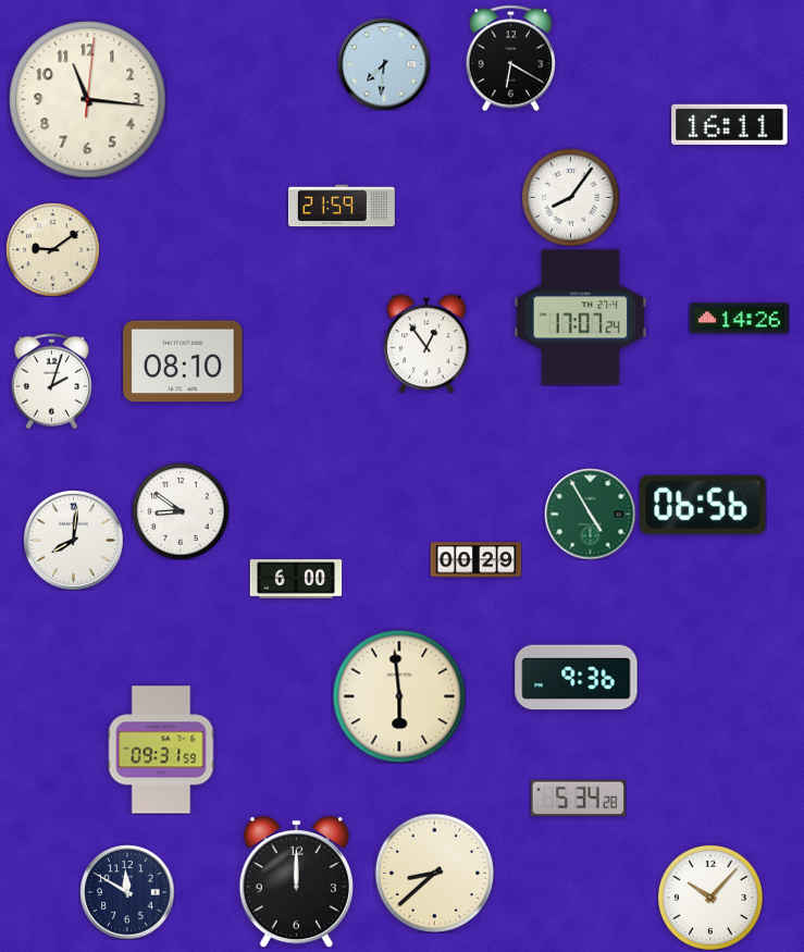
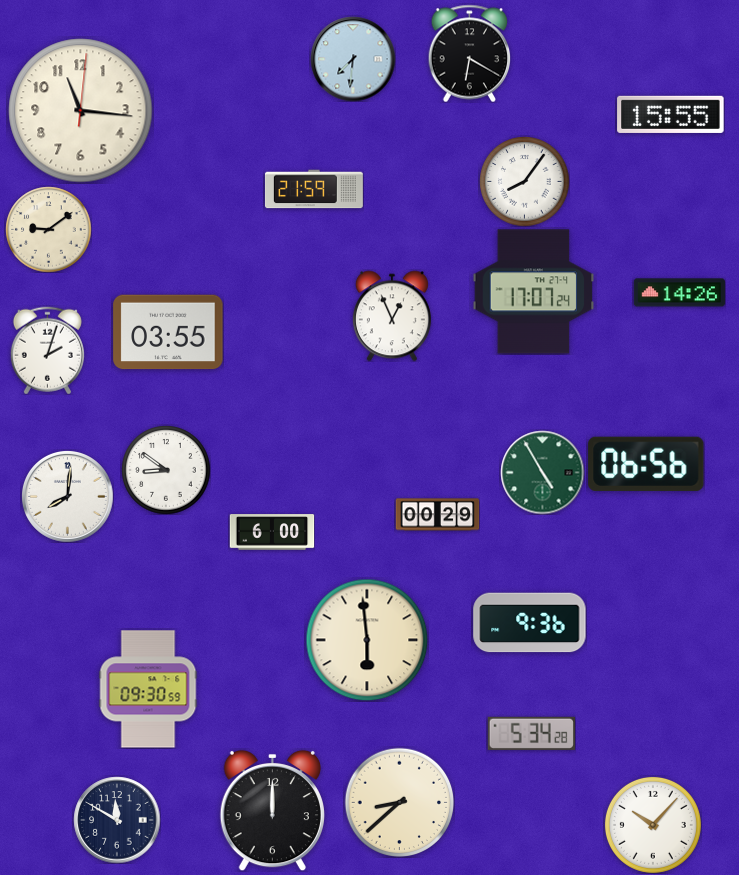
clock at (88, 100) position: (88, 100) -> (81, 111)
clock at (730, 124): 16:11 -> 15:55
clock at (426, 344): 12:54 -> 12:56
clock at (183, 361): 08:10 -> 03:55
clock at (161, 750): 09:31 -> 09:30
